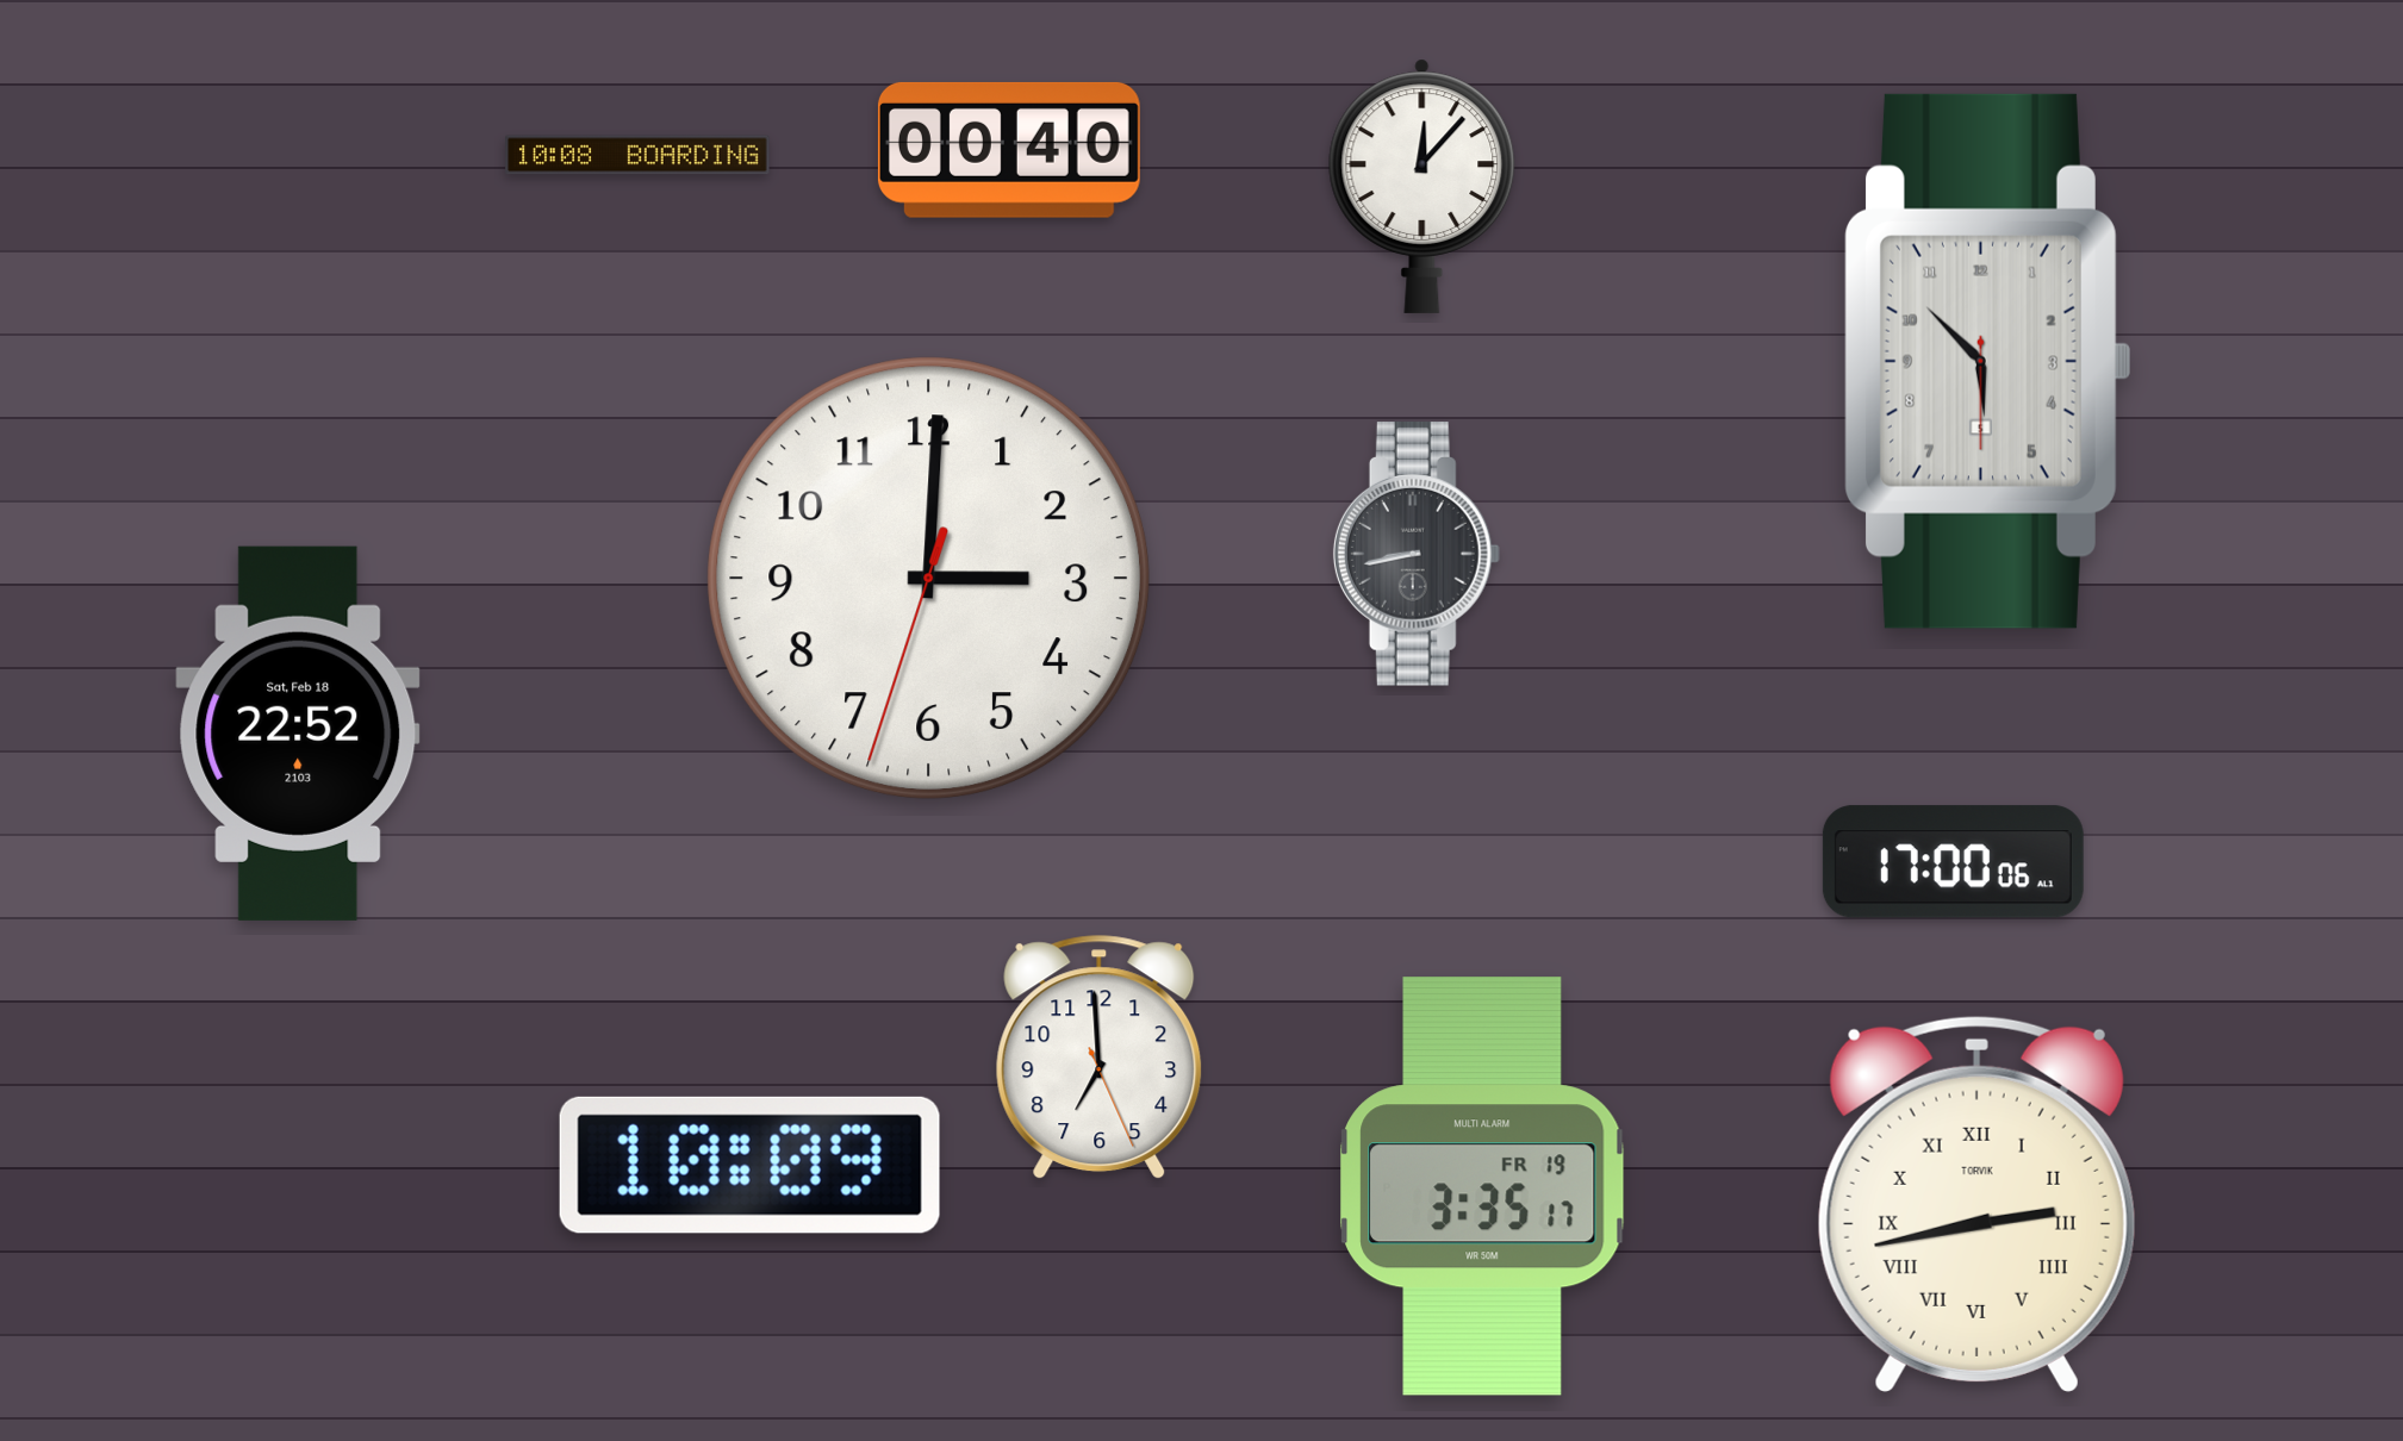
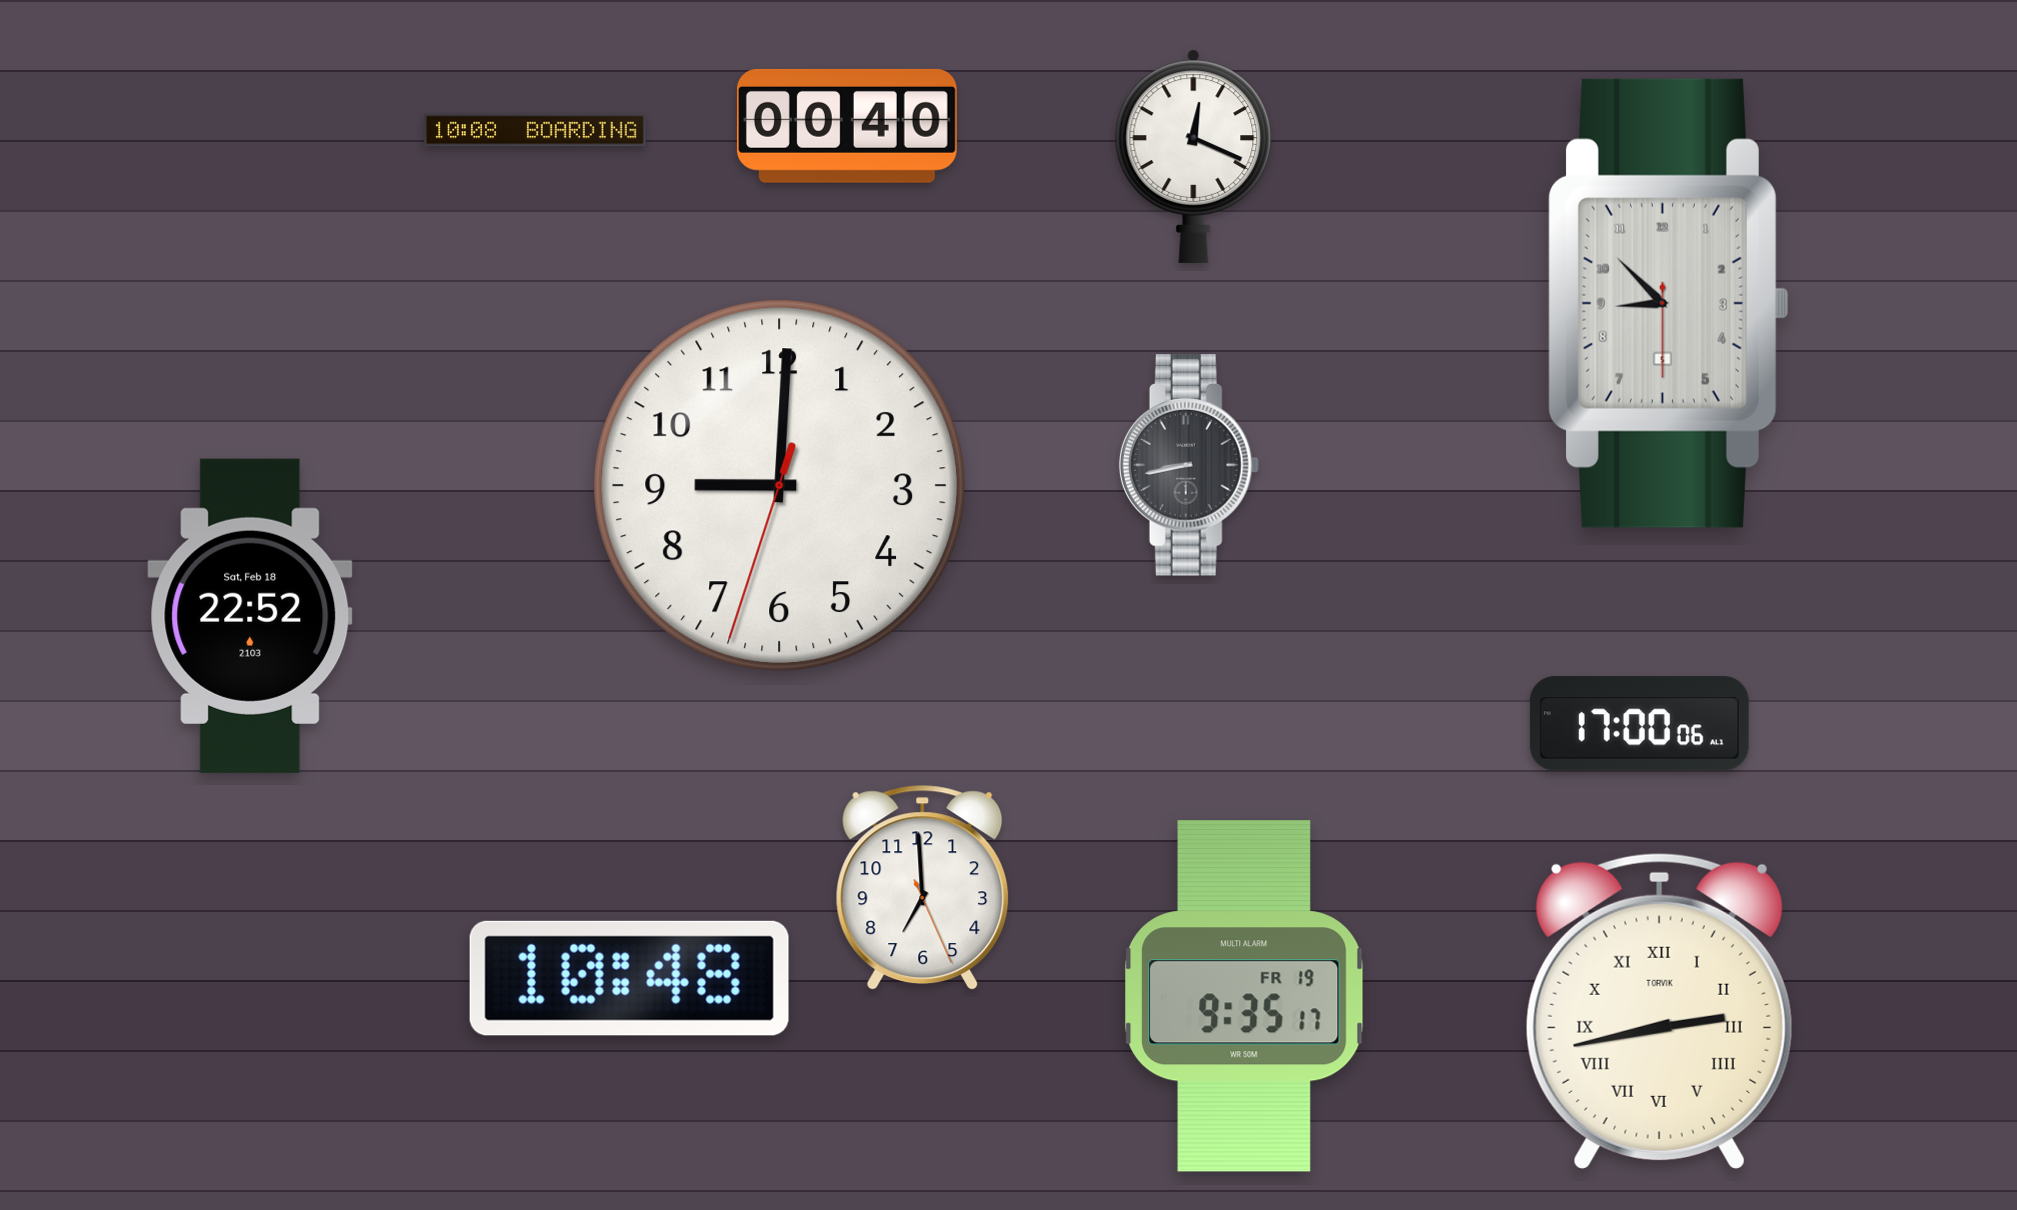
clock at (1422, 186): 12:07 -> 12:19
clock at (1987, 361): 5:52 -> 8:52
clock at (929, 579): 3:00 -> 9:00
clock at (749, 1165): 10:09 -> 10:48
clock at (1483, 1186): 3:35 -> 9:35
